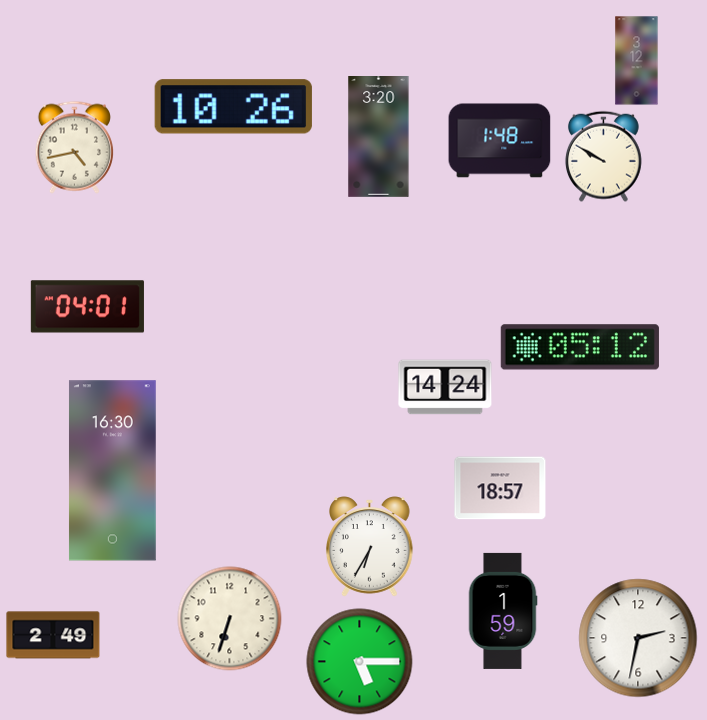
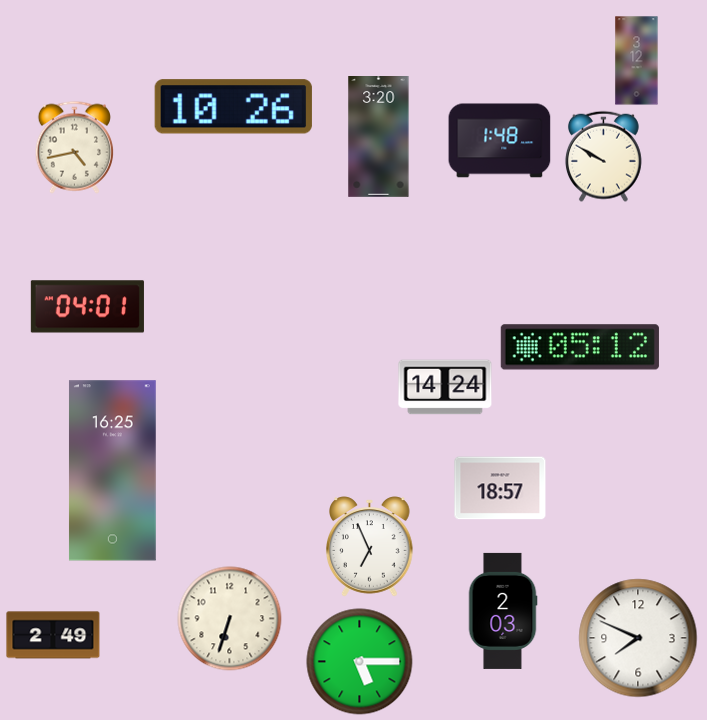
clock at (112, 471): 16:30 -> 16:25
clock at (370, 547): 6:35 -> 6:56
clock at (503, 611): 1:59 -> 2:03
clock at (638, 638): 2:32 -> 7:49
